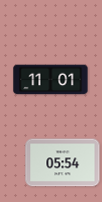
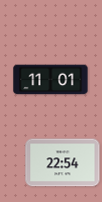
clock at (63, 163): 05:54 -> 22:54
